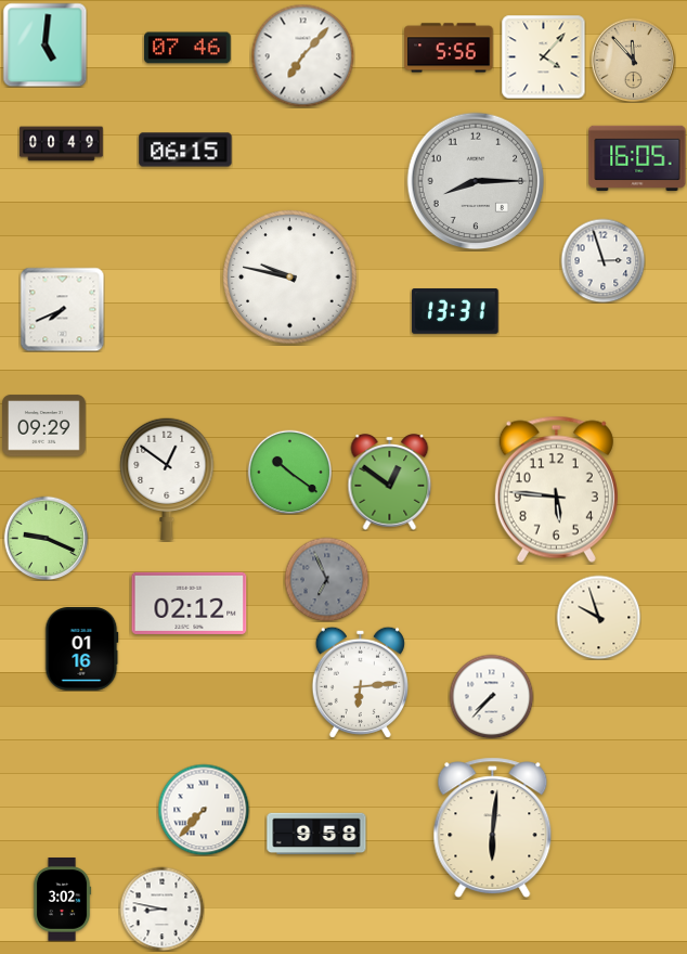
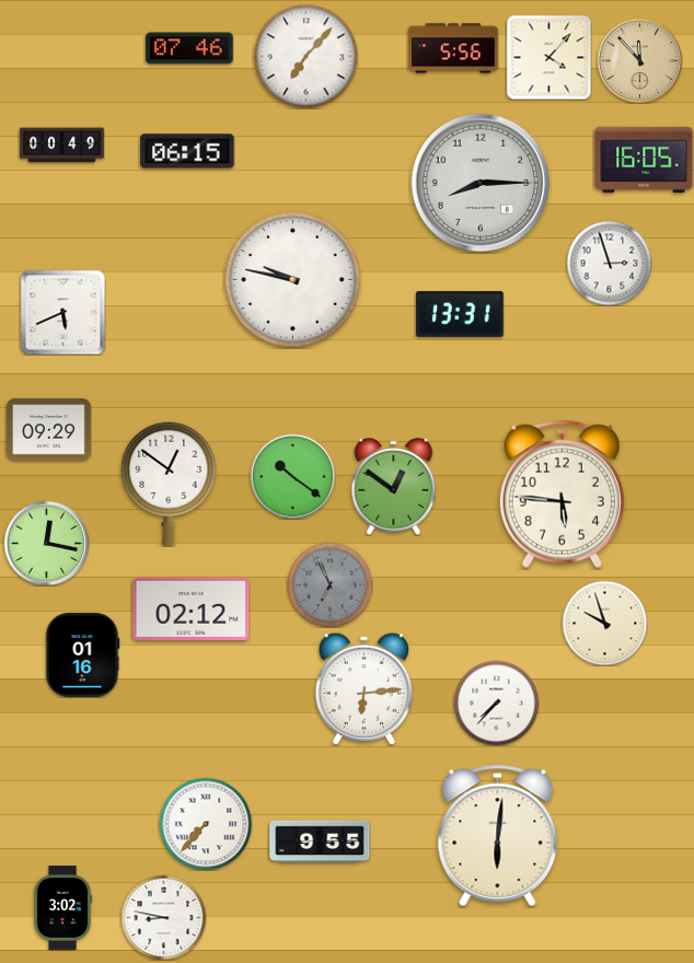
clock at (44, 44): 5:01 -> none
clock at (62, 309): 7:41 -> 5:41
clock at (44, 426) position: (44, 426) -> (49, 430)
clock at (46, 538): 9:19 -> 12:17
clock at (204, 810) position: (204, 810) -> (206, 824)
clock at (316, 834): 9:58 -> 9:55
